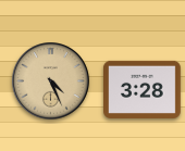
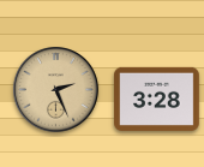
clock at (51, 81): 4:26 -> 2:26
